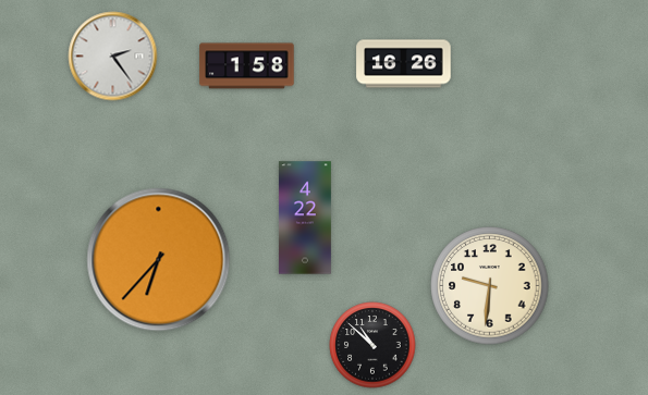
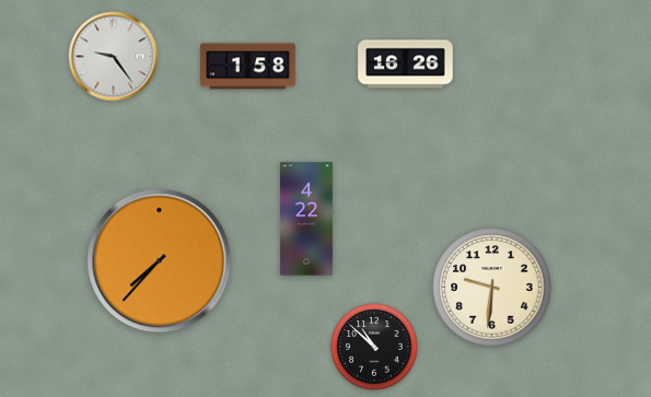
clock at (113, 57): 2:24 -> 9:24
clock at (159, 260): 6:37 -> 7:37
